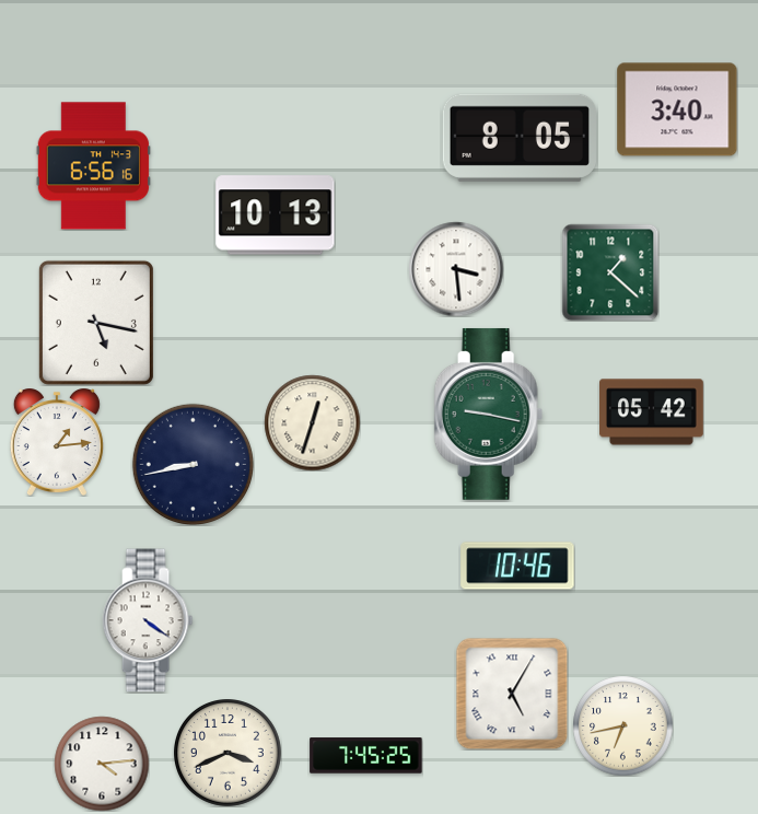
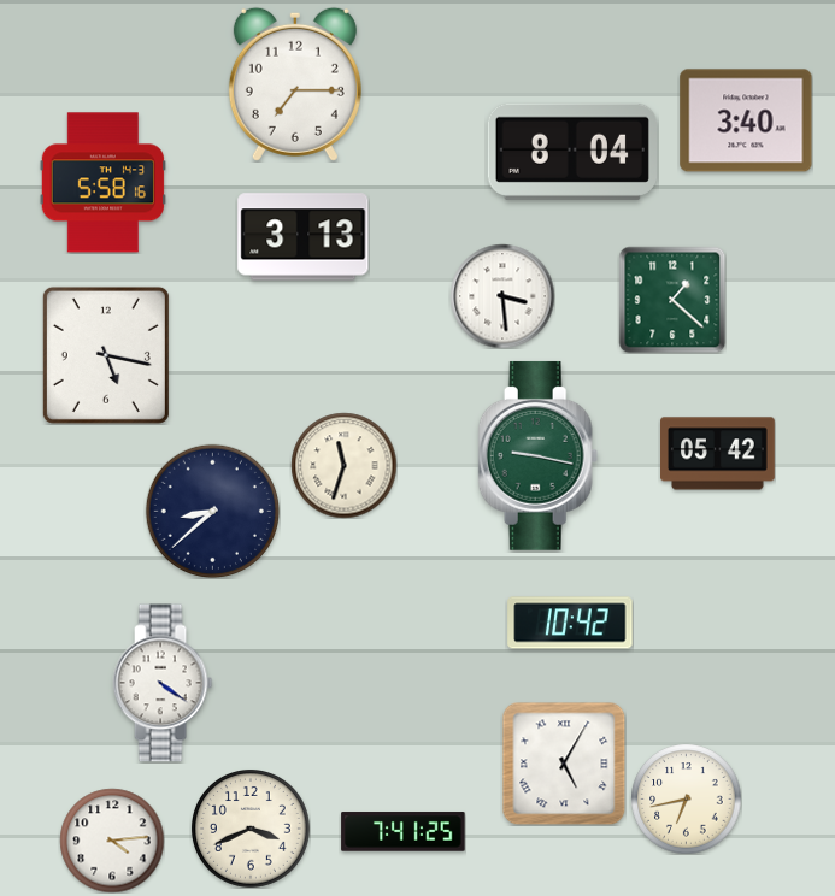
clock at (295, 84): none -> 7:15
clock at (518, 138): 8:05 -> 8:04
clock at (93, 166): 6:56 -> 5:58
clock at (276, 216): 10:13 -> 3:13
clock at (312, 422): 12:33 -> 11:33
clock at (57, 442): 1:14 -> none
clock at (193, 464): 8:43 -> 8:38
clock at (517, 566): 10:46 -> 10:42
clock at (366, 756): 7:45 -> 7:41
